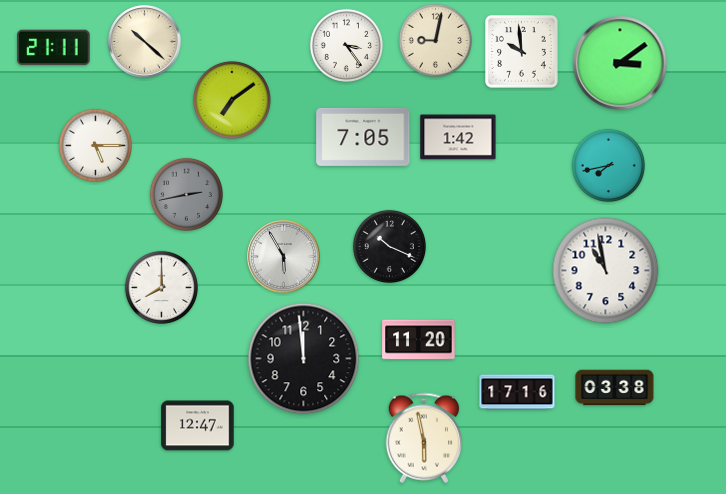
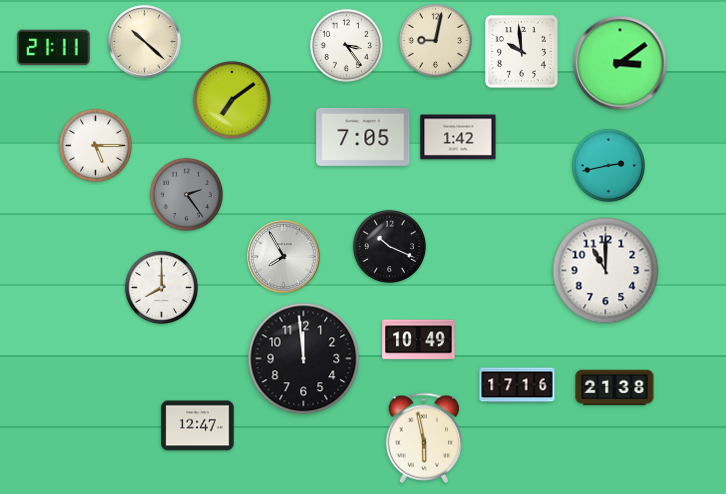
clock at (608, 165): 7:43 -> 2:43
clock at (186, 194): 2:43 -> 2:24
clock at (284, 257): 5:55 -> 7:55
clock at (606, 271): 10:58 -> 11:00
clock at (419, 340): 11:20 -> 10:49
clock at (615, 388): 03:38 -> 21:38
clock at (517, 392) position: (517, 392) -> (517, 385)
